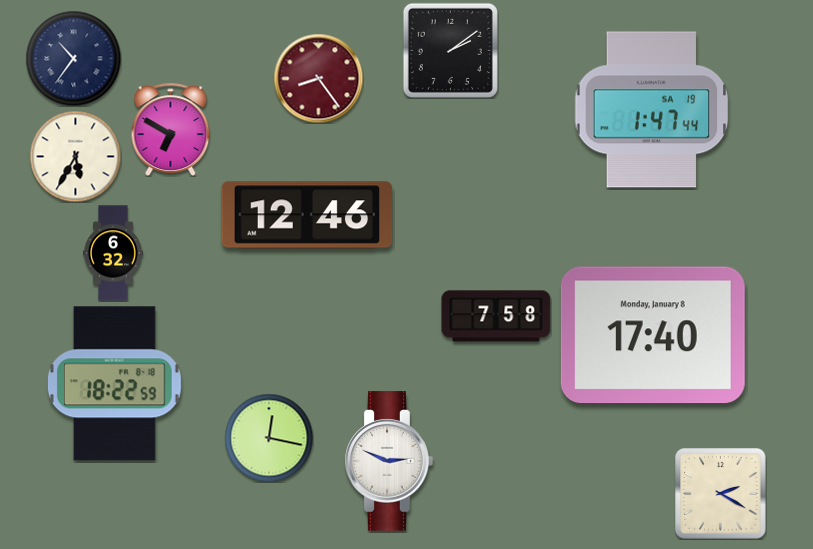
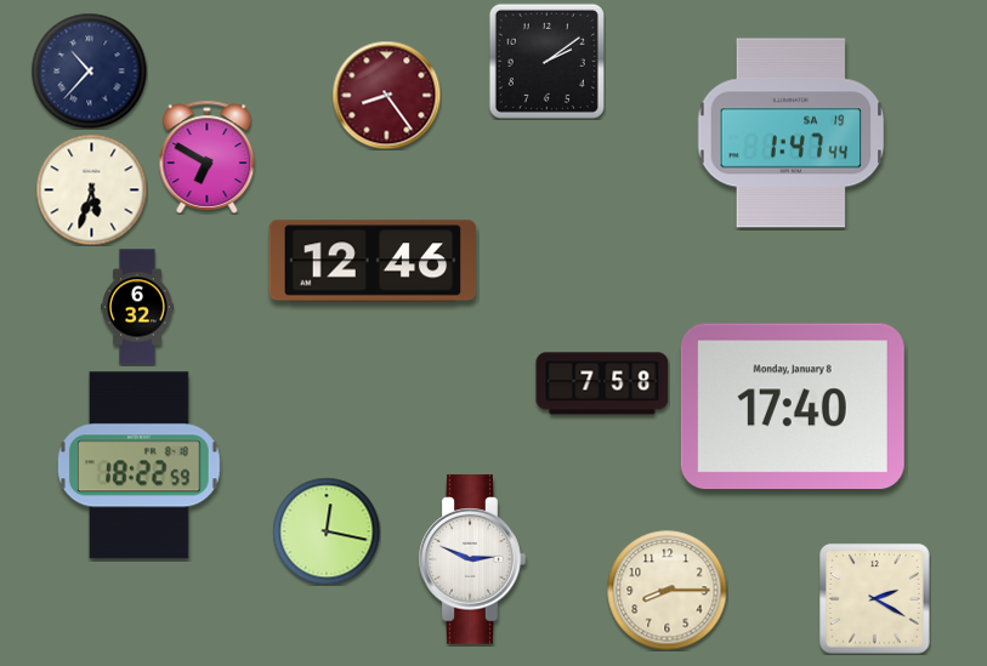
clock at (73, 58): 10:36 -> 10:37
clock at (75, 156): 5:35 -> 5:33
clock at (668, 591): none -> 8:15
